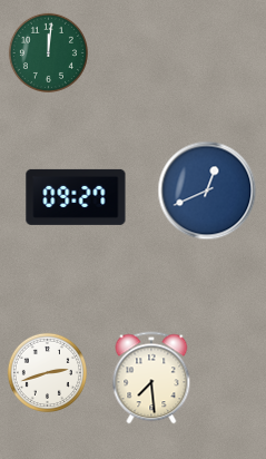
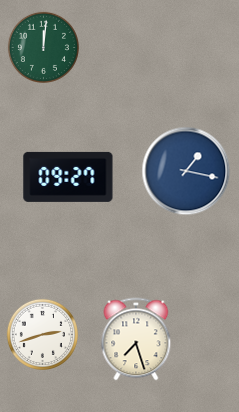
clock at (207, 191): 12:41 -> 1:17
clock at (151, 378): 7:29 -> 7:27
